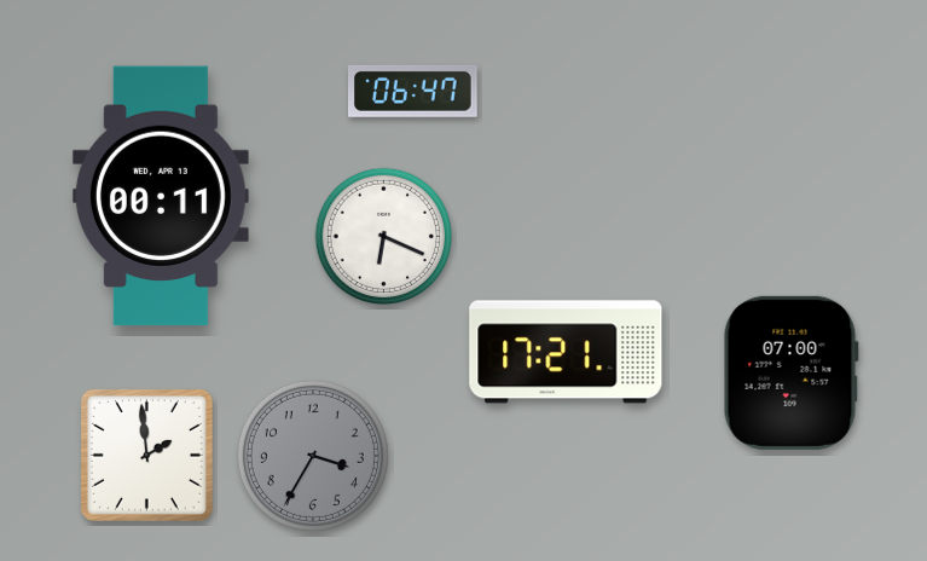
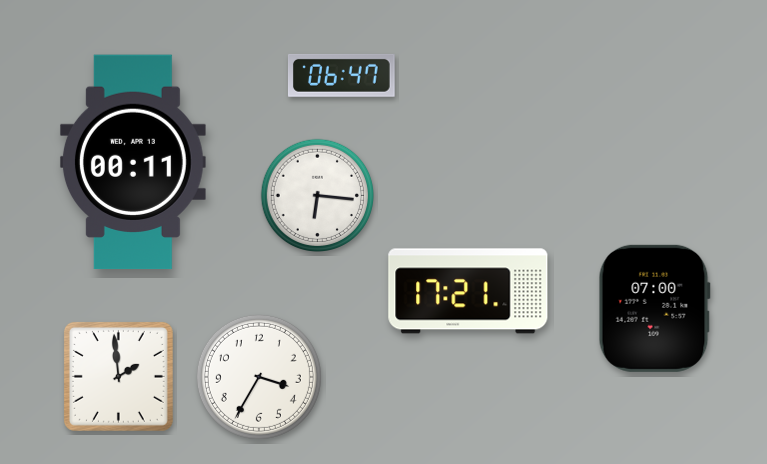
clock at (383, 236): 6:19 -> 6:16
clock at (146, 455) position: (146, 455) -> (118, 376)
clock at (313, 456) dial: grey -> white
